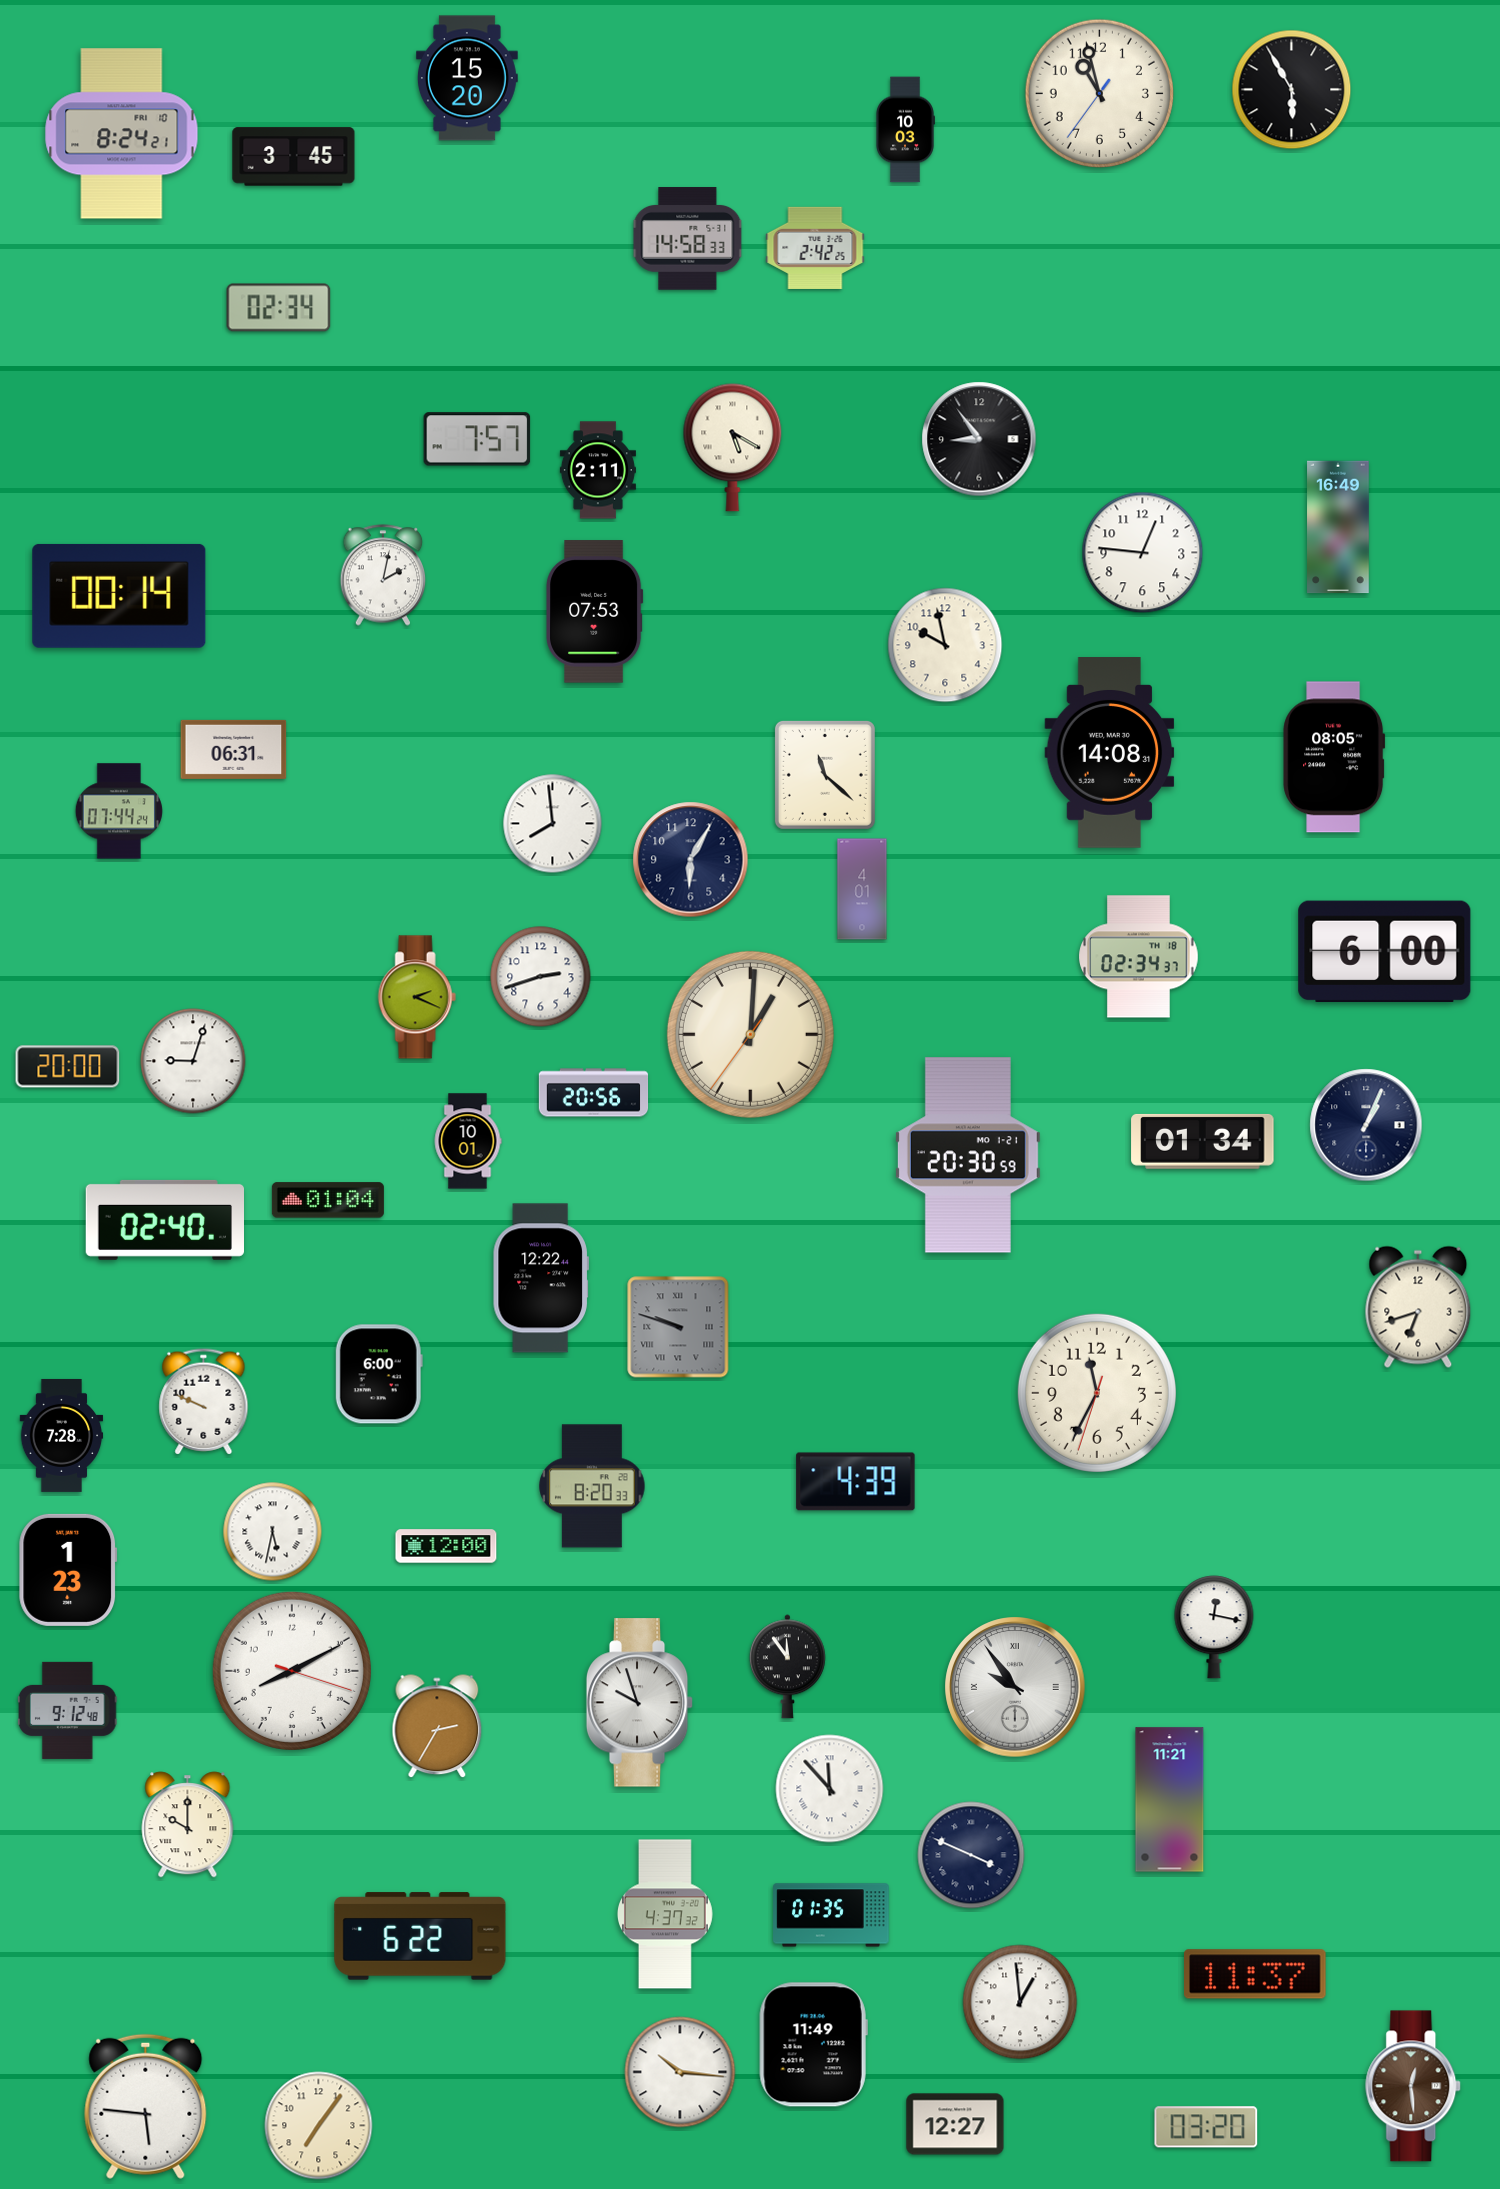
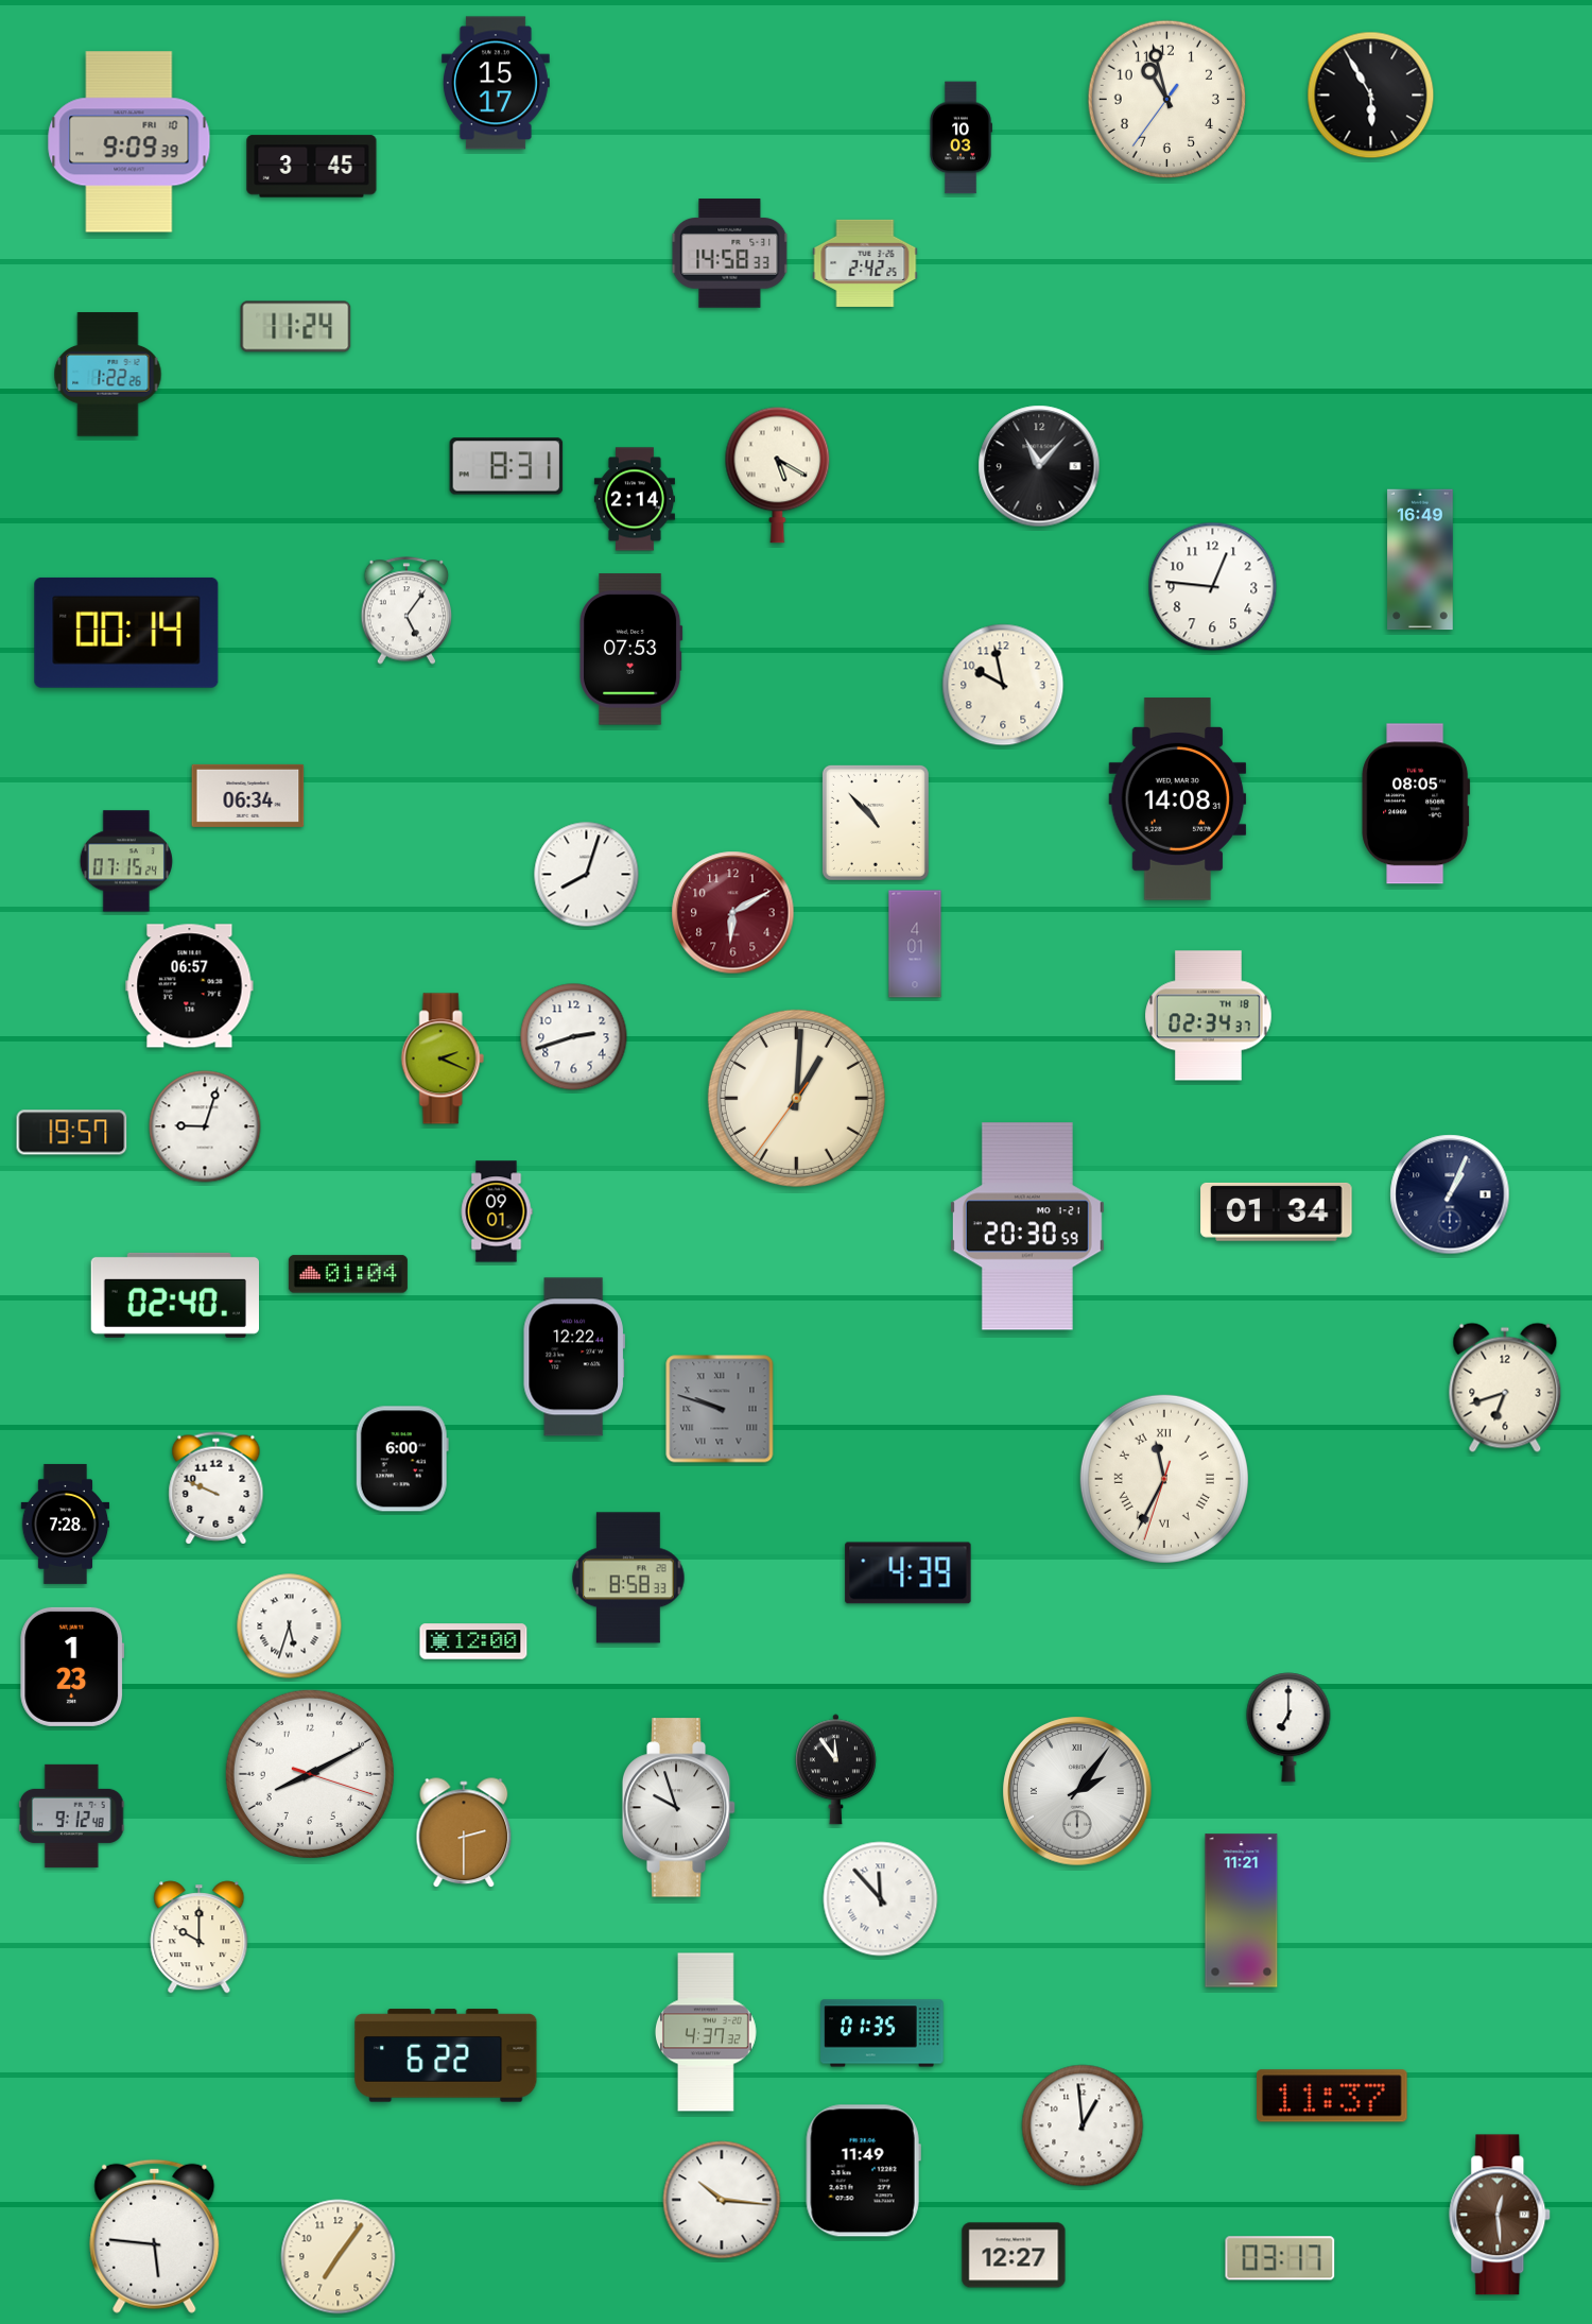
clock at (467, 78): 15:20 -> 15:17
clock at (122, 134): 8:24 -> 9:09
clock at (279, 308): 02:34 -> 11:24
clock at (108, 375): none -> 1:22
clock at (477, 439): 7:57 -> 8:31
clock at (979, 439): 8:54 -> 11:07
clock at (598, 470): 2:11 -> 2:14
clock at (383, 575): 2:02 -> 5:06
clock at (234, 749): 06:31 -> 06:34
clock at (825, 775): 11:22 -> 10:53
clock at (119, 811): 07:44 -> 07:15
clock at (553, 824): 7:59 -> 8:03
clock at (691, 860): 6:05 -> 6:10
clock at (691, 860) dial: navy -> burgundy
clock at (190, 986): none -> 06:57
clock at (1385, 952): 6:00 -> none
clock at (68, 1067): 20:00 -> 19:57
clock at (594, 1093): 20:56 -> none
clock at (468, 1141): 10:01 -> 09:01
clock at (1097, 1393) numerals: Arabic -> Roman
clock at (592, 1486): 8:20 -> 8:58
clock at (273, 1532): 5:32 -> 5:33
clock at (1214, 1627): 12:17 -> 7:00
clock at (1015, 1687): 9:54 -> 2:06
clock at (437, 1727): 2:35 -> 2:30
clock at (971, 1855): 3:49 -> none
clock at (1206, 2127): 03:20 -> 03:17
